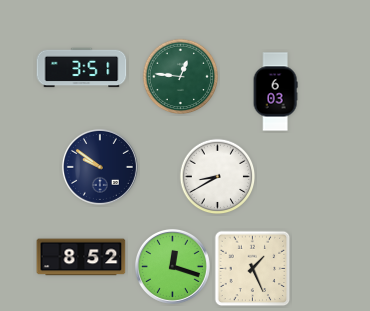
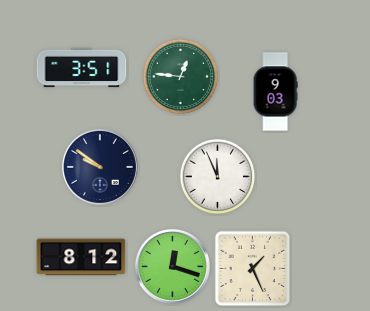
clock at (275, 92): 6:03 -> 9:03
clock at (218, 177): 8:40 -> 11:56
clock at (81, 257): 8:52 -> 8:12
